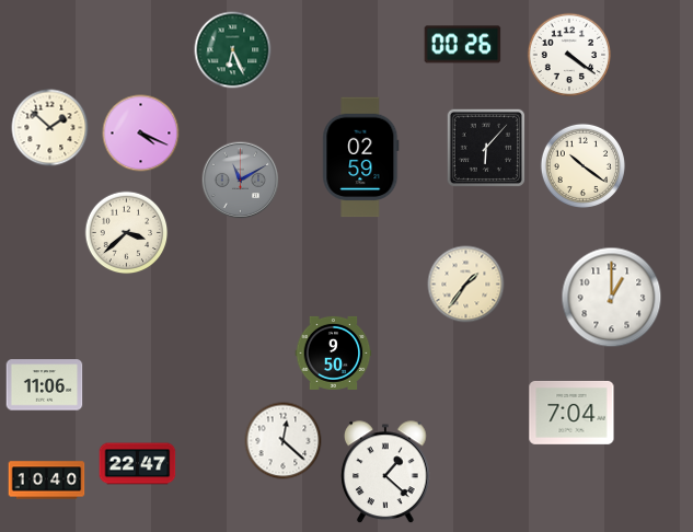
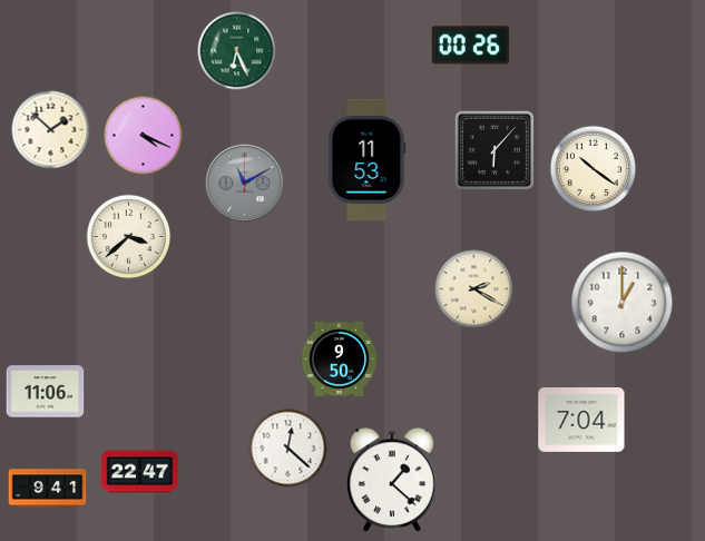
clock at (569, 55): 4:21 -> none
clock at (361, 158): 02:59 -> 11:53
clock at (466, 285): 1:36 -> 2:20
clock at (47, 481): 10:40 -> 9:41
